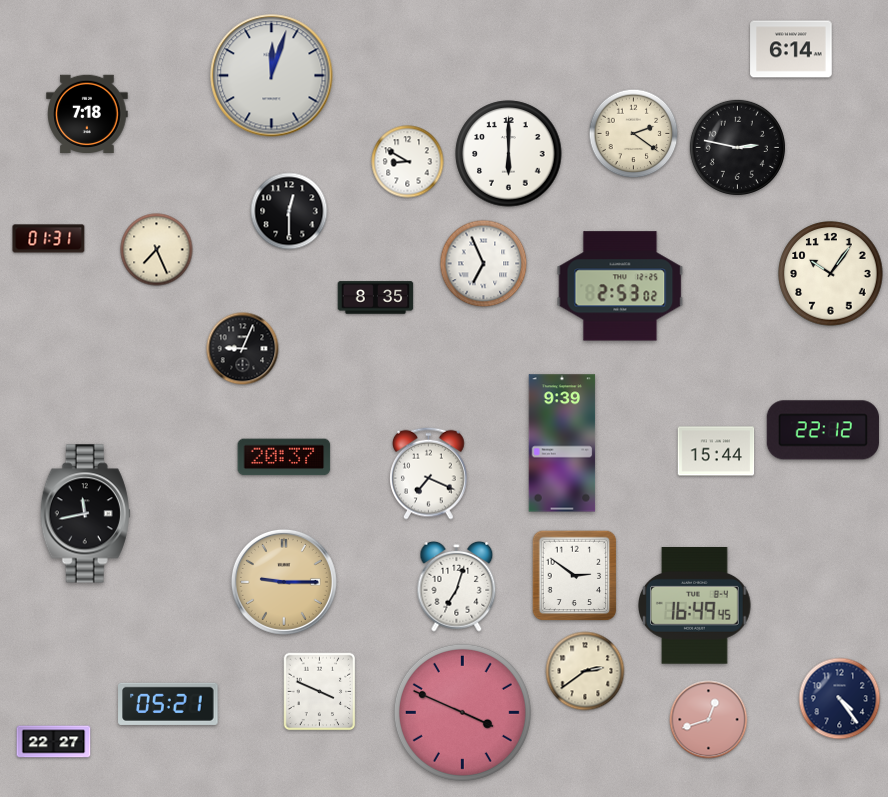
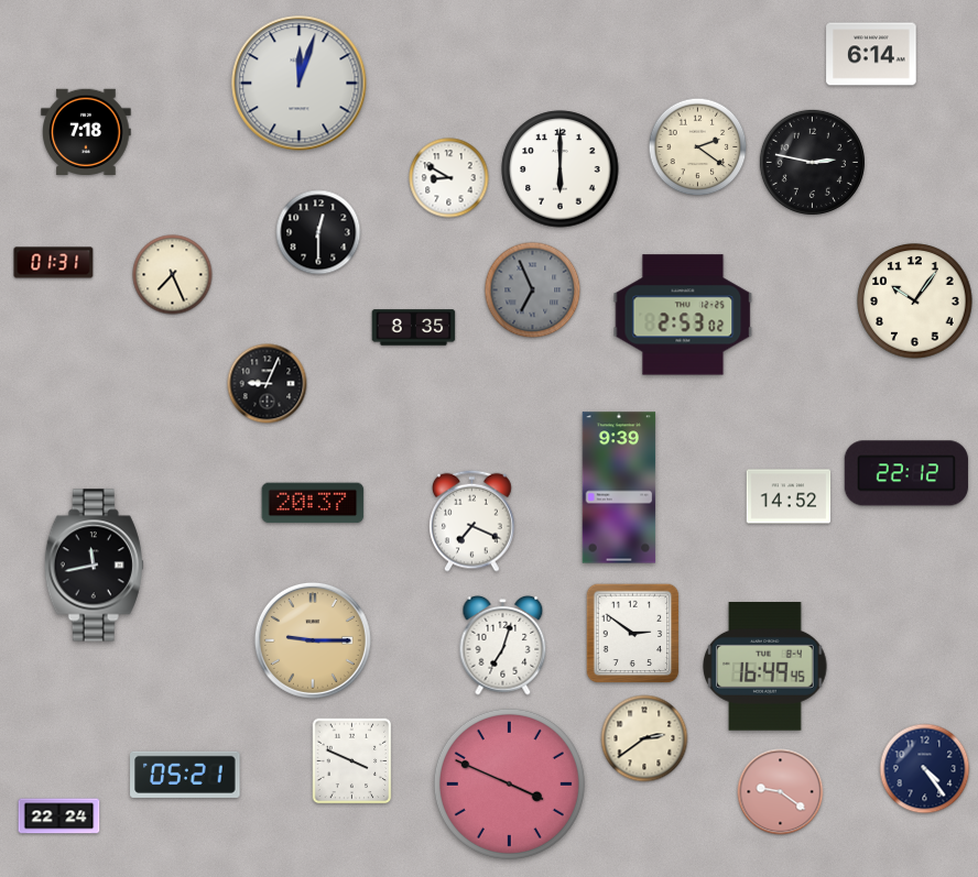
clock at (87, 113) position: (87, 113) -> (86, 131)
clock at (484, 264) dial: white -> grey
clock at (716, 451): 15:44 -> 14:52
clock at (709, 720): 12:42 -> 9:21
clock at (54, 742): 22:27 -> 22:24
